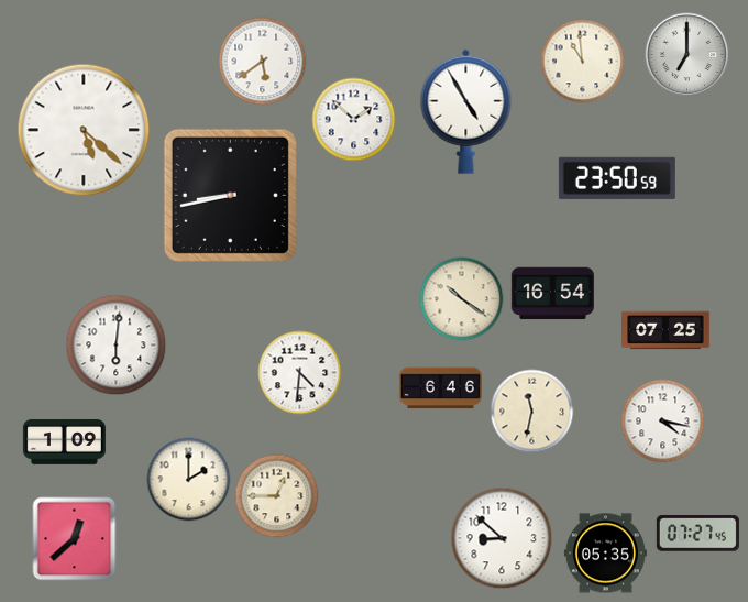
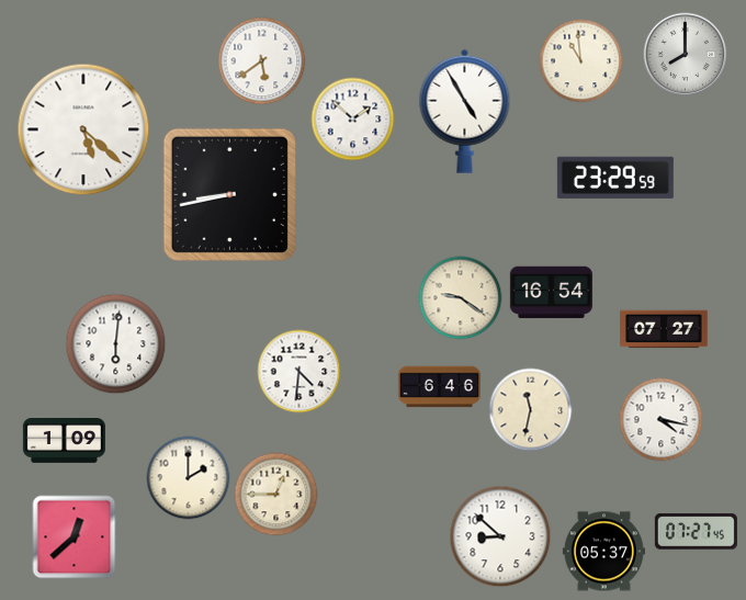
clock at (687, 55): 7:00 -> 8:00
clock at (617, 178): 23:50 -> 23:29
clock at (462, 299): 10:21 -> 9:21
clock at (665, 330): 07:25 -> 07:27
clock at (605, 554): 05:35 -> 05:37
